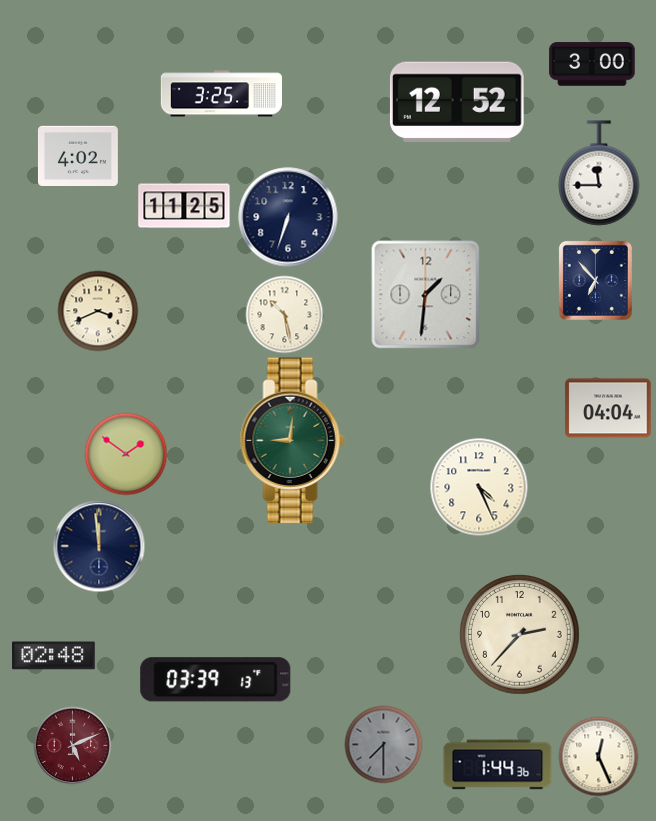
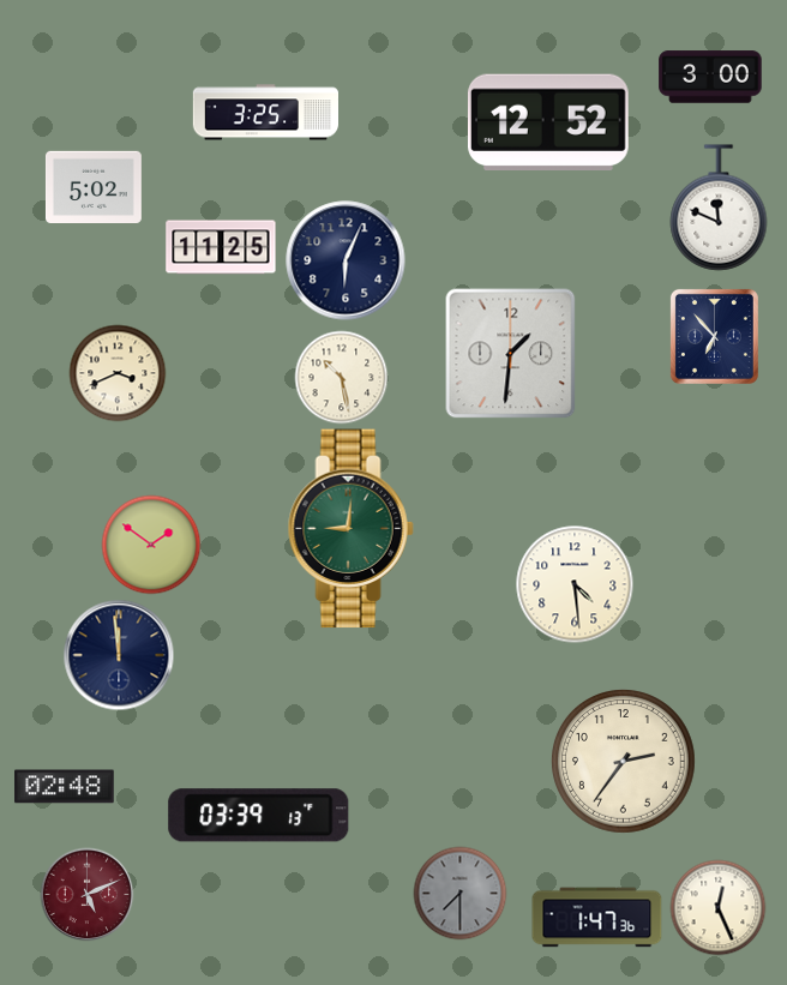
clock at (78, 155): 4:02 -> 5:02
clock at (599, 173): 11:45 -> 11:49
clock at (288, 217): 6:33 -> 6:04
clock at (608, 408): 04:04 -> none
clock at (479, 487): 4:26 -> 4:29
clock at (520, 635): 2:37 -> 2:36
clock at (498, 765): 1:44 -> 1:47
